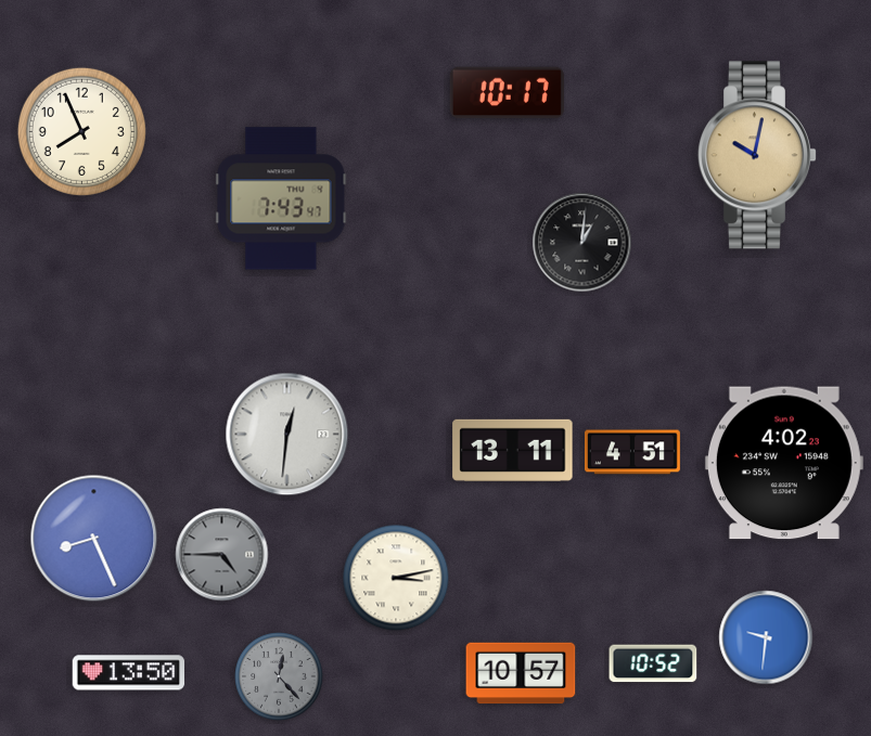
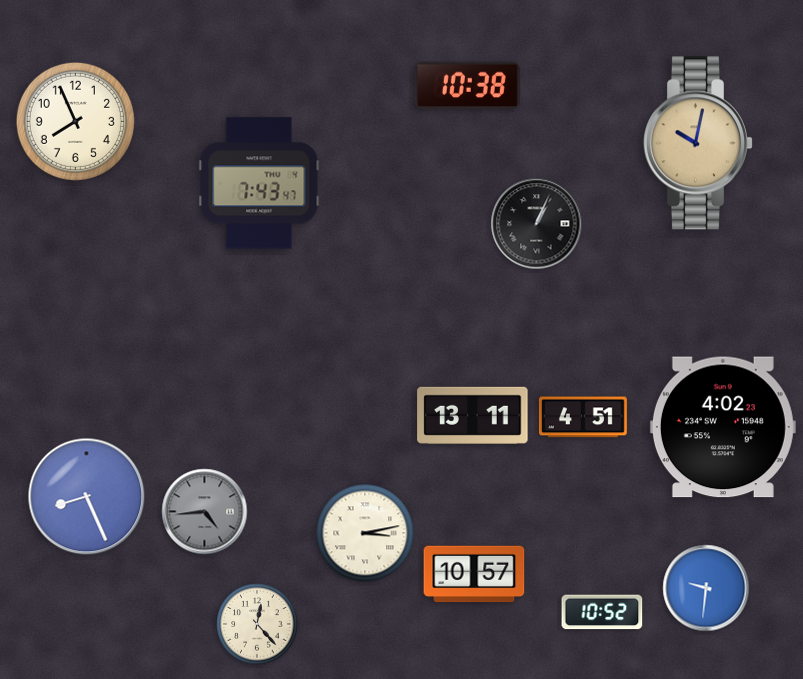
clock at (507, 93): 10:17 -> 10:38
clock at (582, 243): 1:01 -> 1:04
clock at (287, 435): 12:31 -> none
clock at (222, 555): 4:45 -> 4:44
clock at (129, 673): 13:50 -> none
clock at (521, 673) position: (521, 673) -> (474, 574)
clock at (279, 676) dial: grey -> cream
